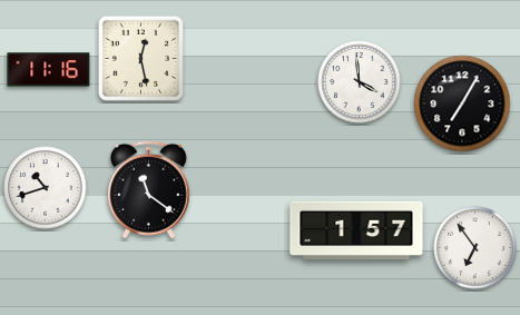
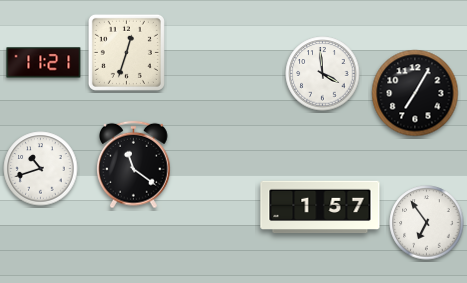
clock at (140, 58): 12:28 -> 12:33
clock at (49, 70): 11:16 -> 11:21
clock at (149, 190) position: (149, 190) -> (134, 165)
